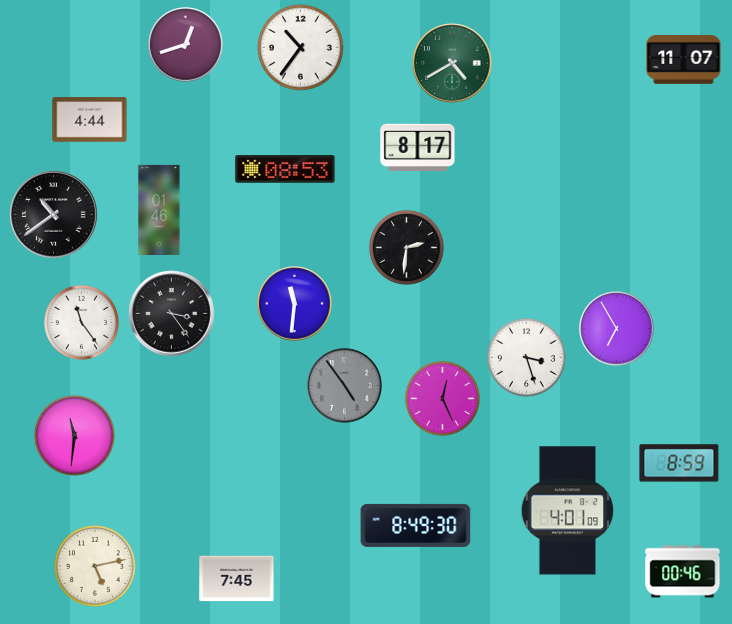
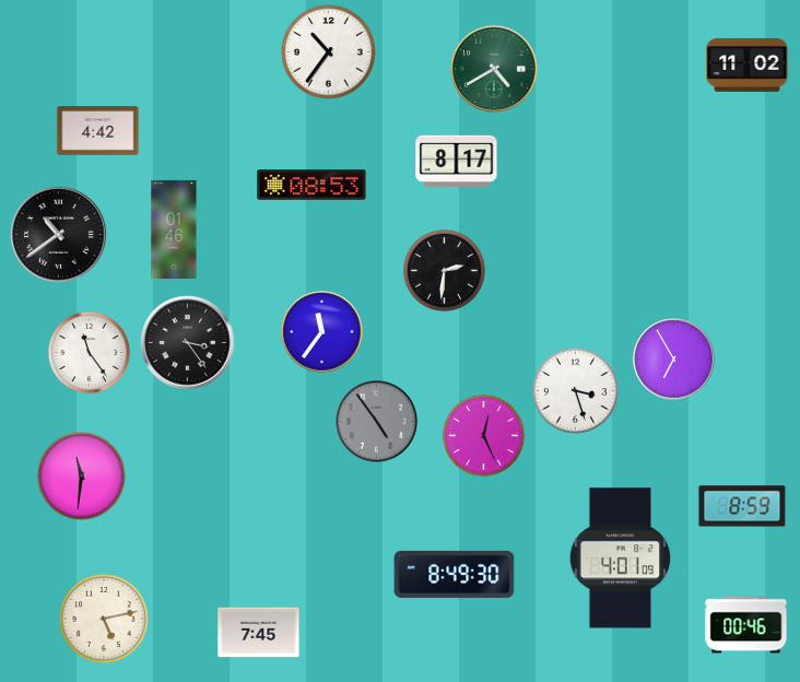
clock at (186, 45): 12:42 -> none
clock at (684, 59): 11:07 -> 11:02
clock at (90, 120): 4:44 -> 4:42
clock at (295, 304): 11:31 -> 11:36
